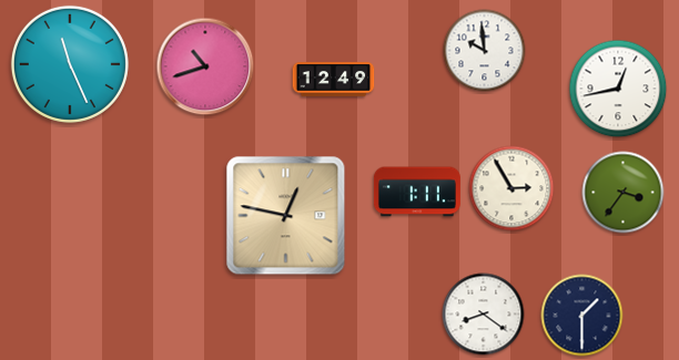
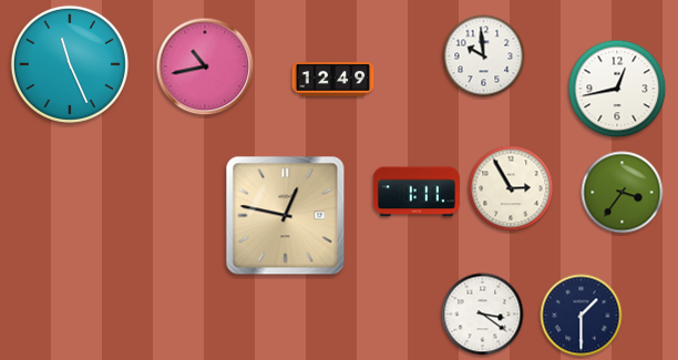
clock at (485, 51) position: (485, 51) -> (484, 56)
clock at (205, 66): 10:42 -> 10:43
clock at (484, 315): 8:21 -> 3:21
